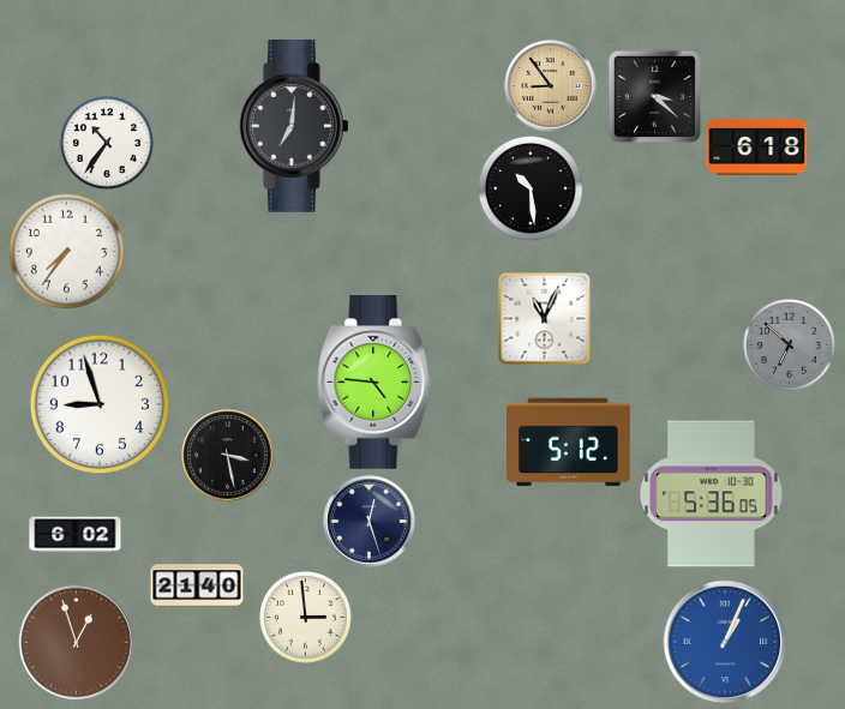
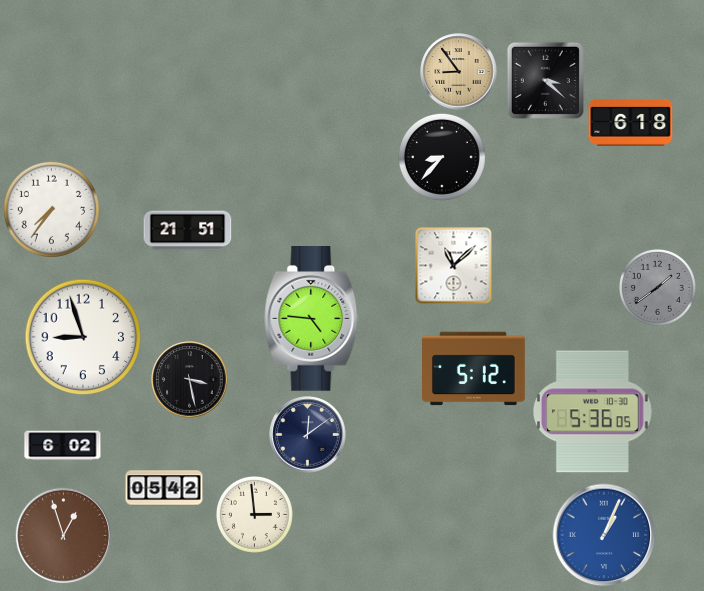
clock at (294, 127): 7:01 -> none
clock at (107, 143): 10:36 -> none
clock at (531, 188): 10:29 -> 8:37
clock at (66, 251) position: (66, 251) -> (51, 209)
clock at (188, 231): none -> 21:51
clock at (545, 319): 11:04 -> 11:08
clock at (789, 344): 6:52 -> 1:39
clock at (370, 522): 12:27 -> 12:09
clock at (197, 585): 21:40 -> 05:42
